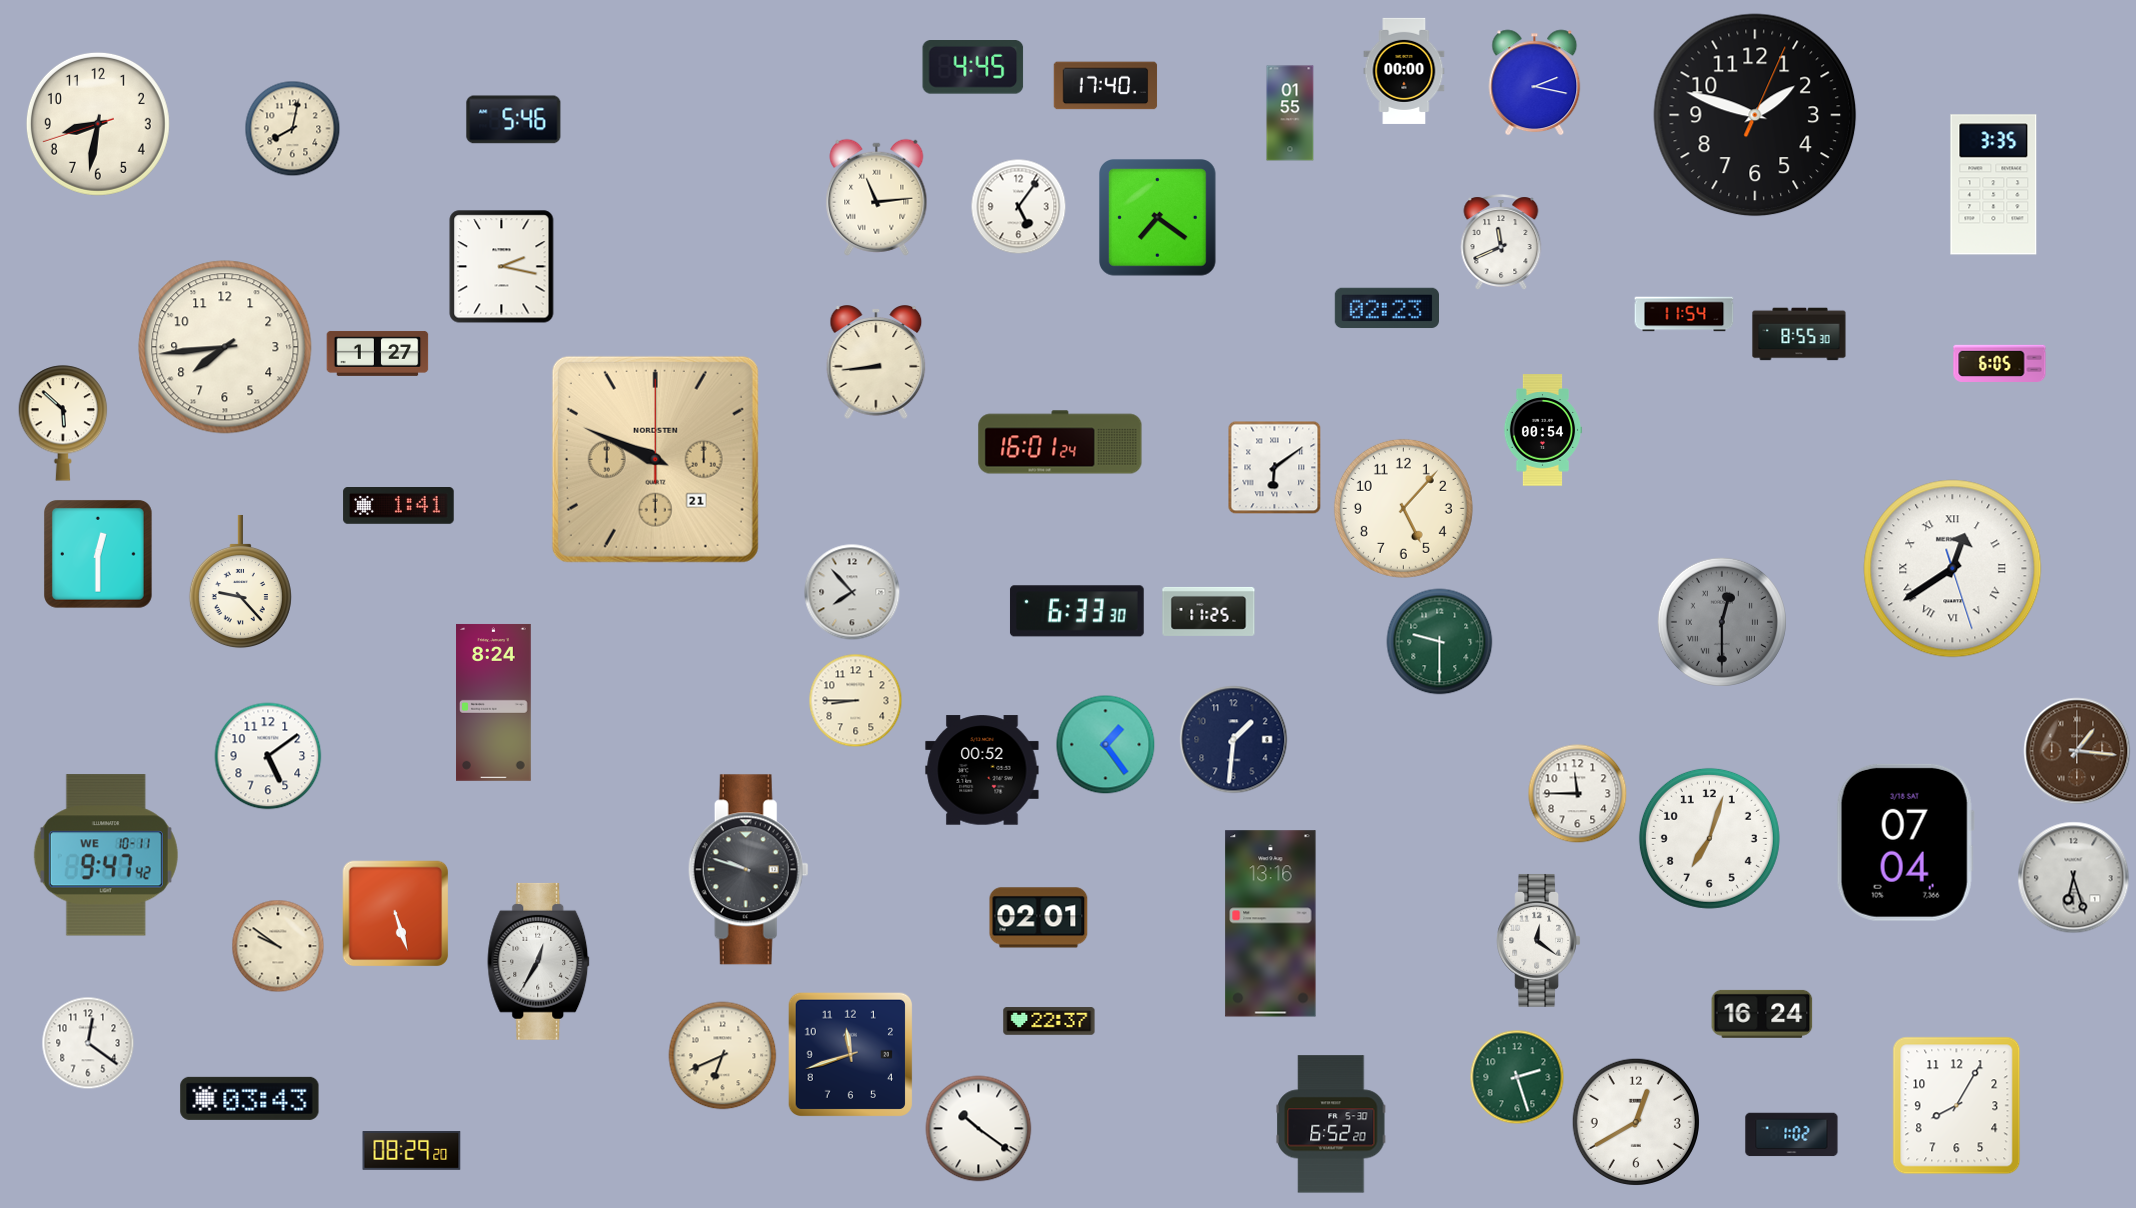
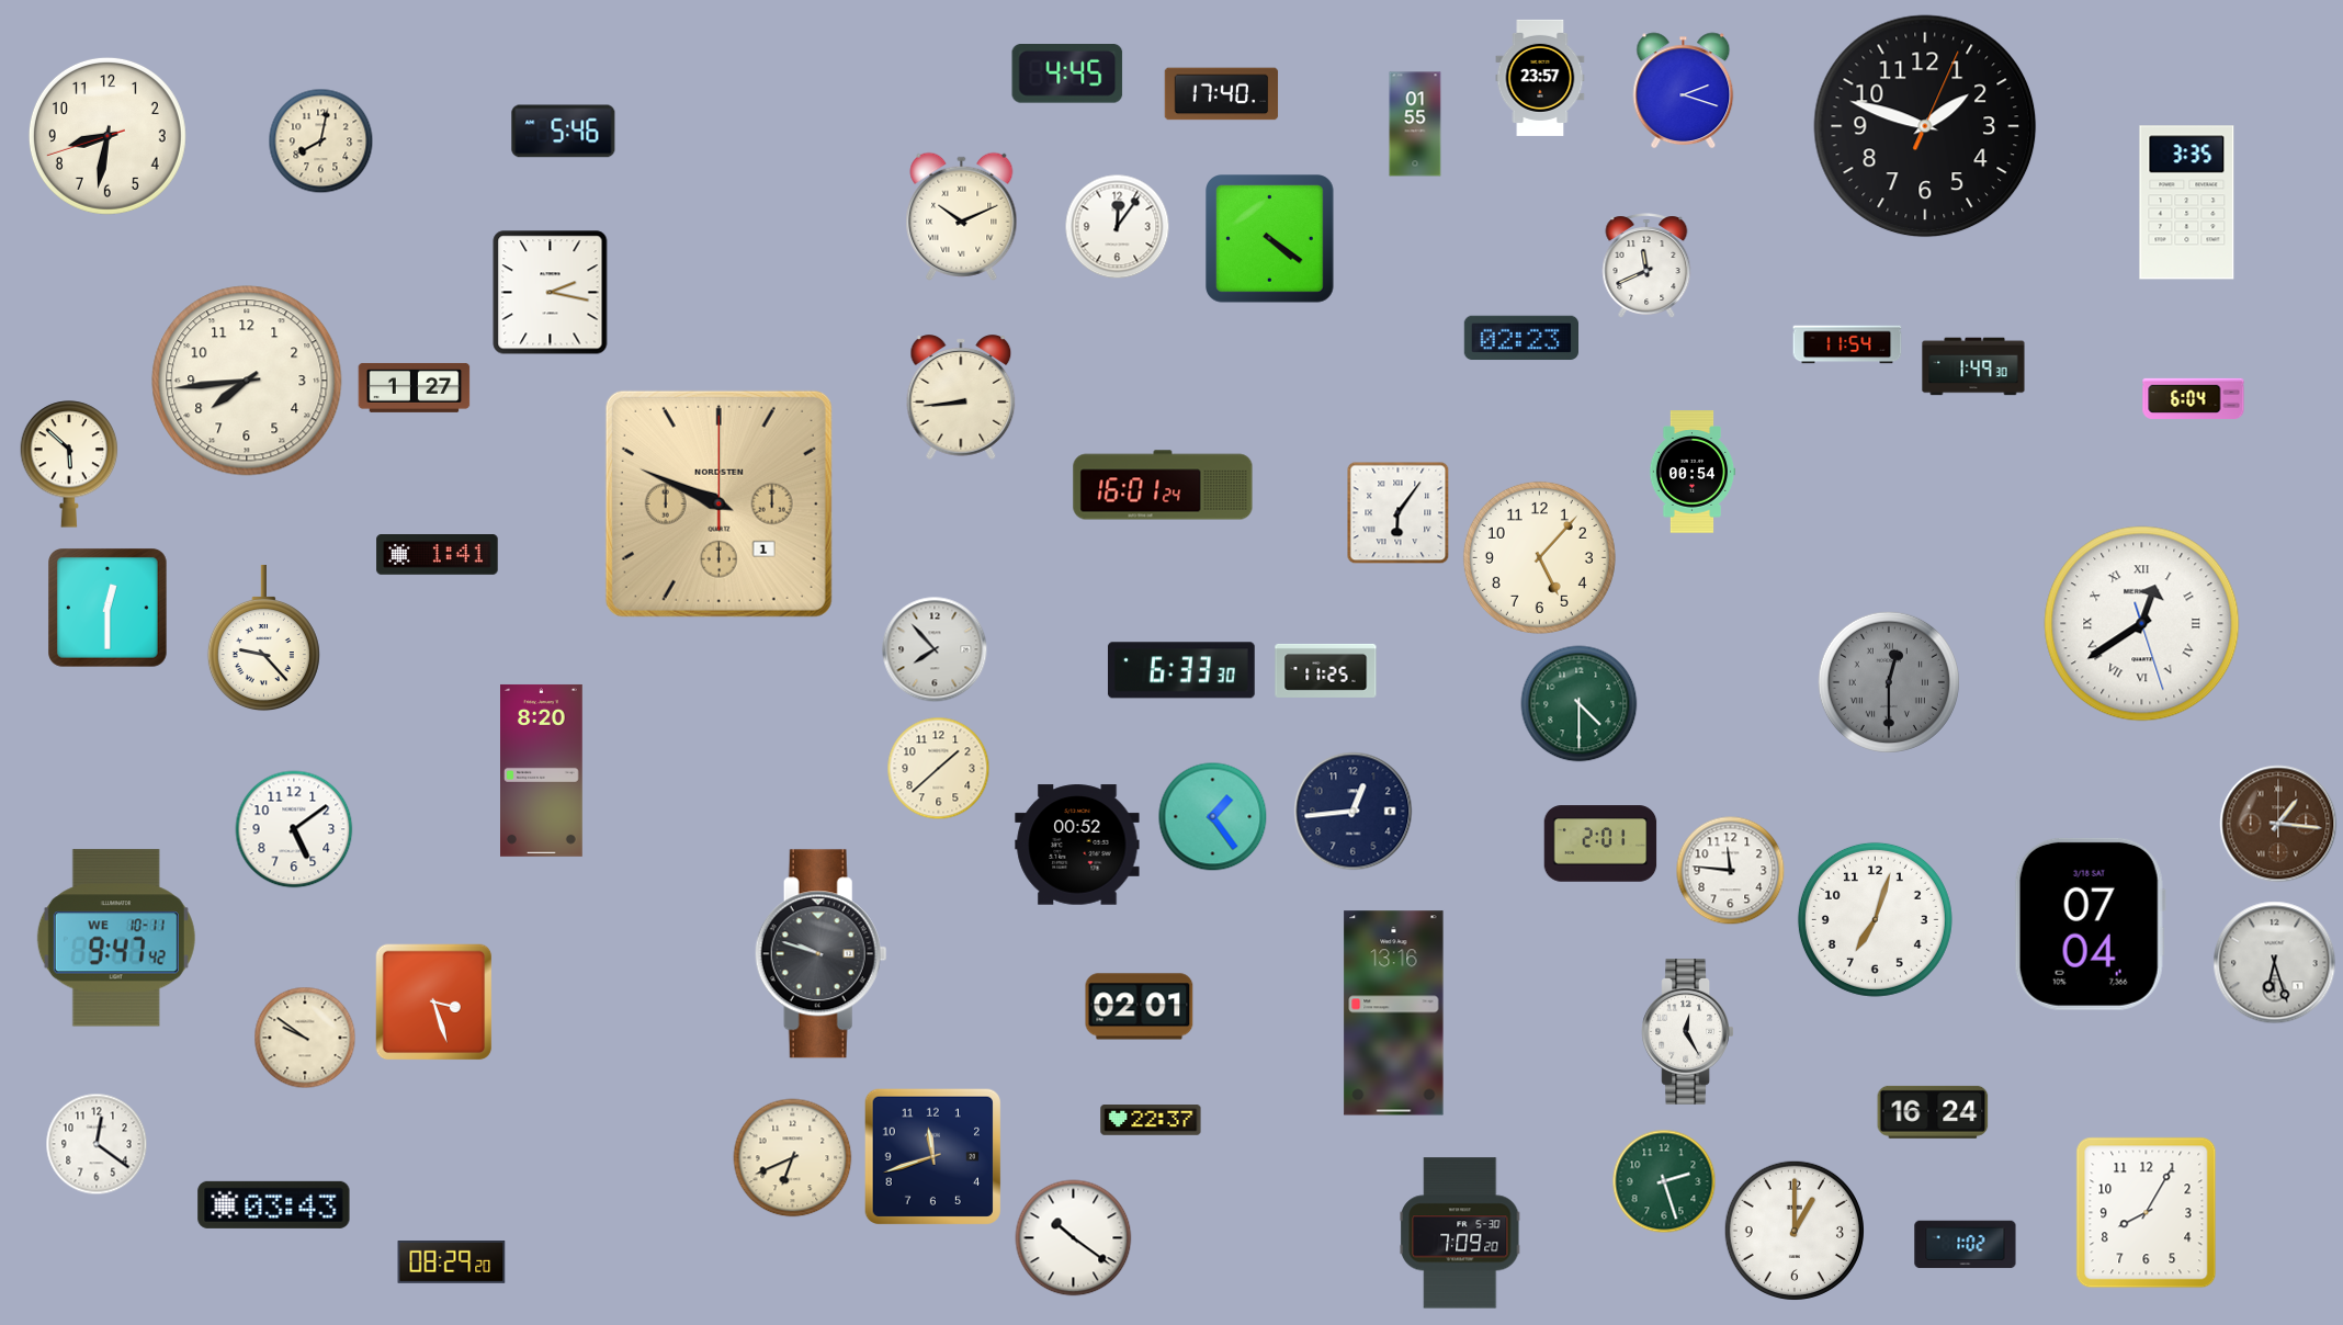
clock at (1404, 71): 00:00 -> 23:57
clock at (1535, 83): 2:17 -> 2:18
clock at (1106, 86) position: (1106, 86) -> (1222, 94)
clock at (877, 197): 11:14 -> 10:11
clock at (1019, 207): 5:06 -> 12:06
clock at (1158, 218): 7:21 -> 4:21
clock at (1799, 334): 8:55 -> 1:49
clock at (2000, 363): 6:05 -> 6:04
clock at (655, 459) date: 21 -> 1
clock at (1275, 468): 6:09 -> 6:06
clock at (1440, 642): 9:30 -> 4:30
clock at (856, 701): 8:45 -> 1:38
clock at (494, 702): 8:24 -> 8:20
clock at (1234, 740): 1:31 -> 12:44
clock at (1600, 843): none -> 2:01
clock at (1578, 794): 11:45 -> 11:46
clock at (396, 914): 5:27 -> 3:27
clock at (1538, 940): 12:21 -> 12:25
clock at (539, 961): 12:35 -> none
clock at (1636, 1122): 12:40 -> 1:00
clock at (1332, 1124): 6:52 -> 7:09
